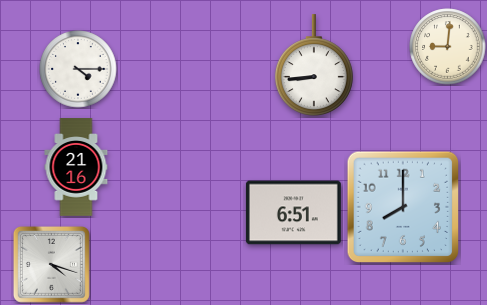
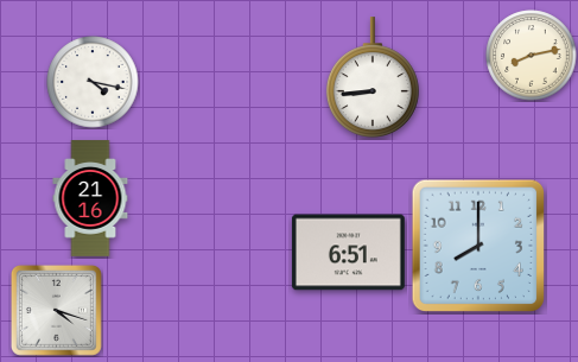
clock at (448, 47): 9:01 -> 8:13
clock at (78, 69): 4:15 -> 4:17
clock at (51, 264) position: (51, 264) -> (56, 310)
